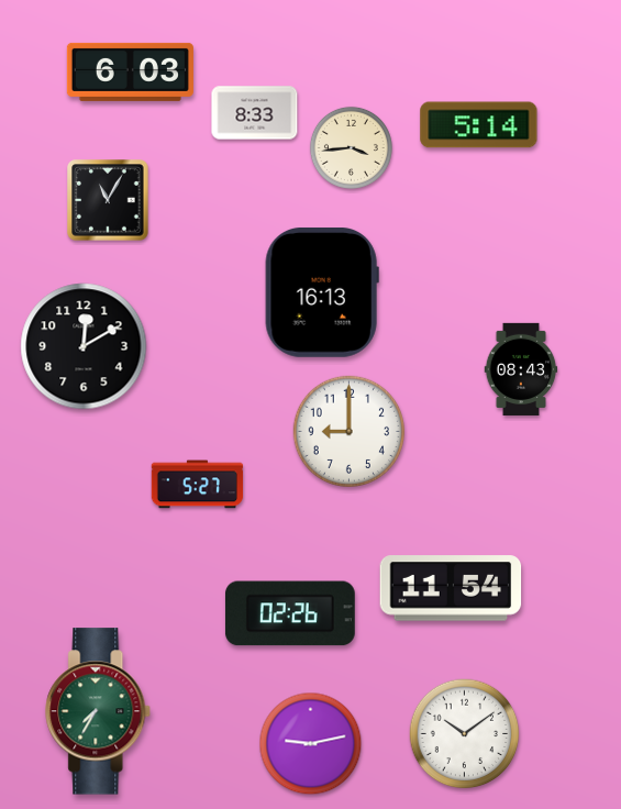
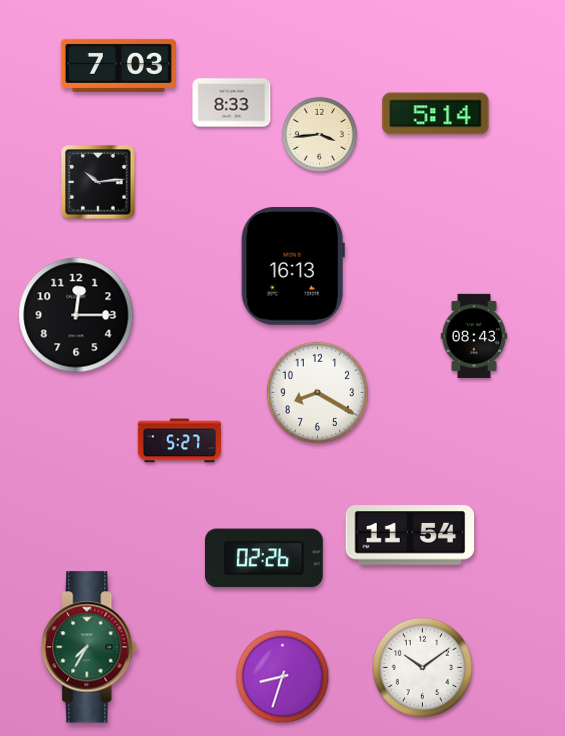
clock at (130, 71): 6:03 -> 7:03
clock at (108, 200): 11:05 -> 10:14
clock at (84, 346): 12:10 -> 12:15
clock at (348, 431): 9:00 -> 8:20
clock at (311, 744): 9:13 -> 8:33
